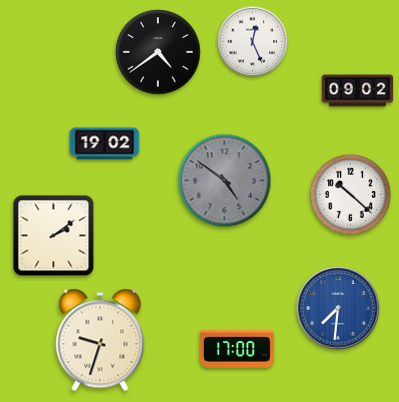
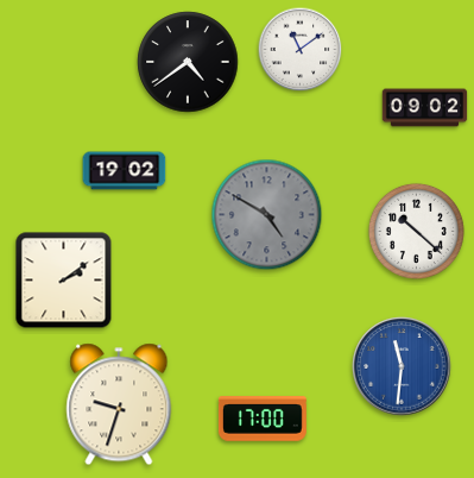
clock at (253, 42): 12:26 -> 11:09
clock at (225, 181): 4:51 -> 4:50
clock at (338, 308): 7:31 -> 11:31
clock at (237, 349) position: (237, 349) -> (263, 419)
